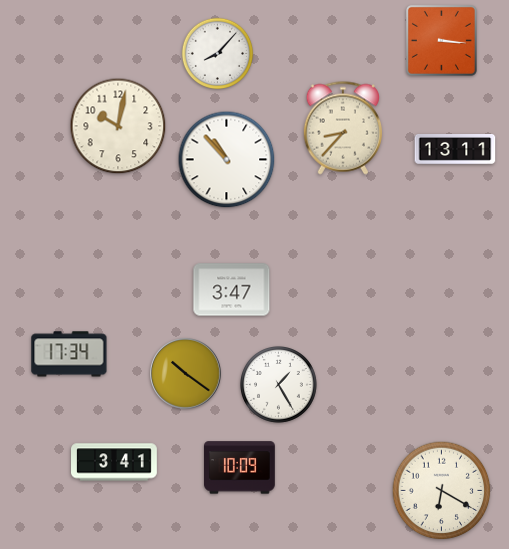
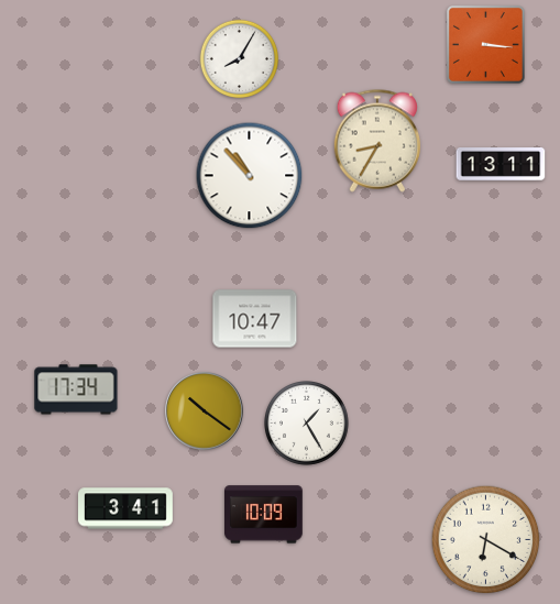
clock at (218, 54): 8:07 -> 8:05
clock at (118, 126): 10:02 -> none
clock at (342, 128): 8:37 -> 8:35
clock at (232, 290): 3:47 -> 10:47
